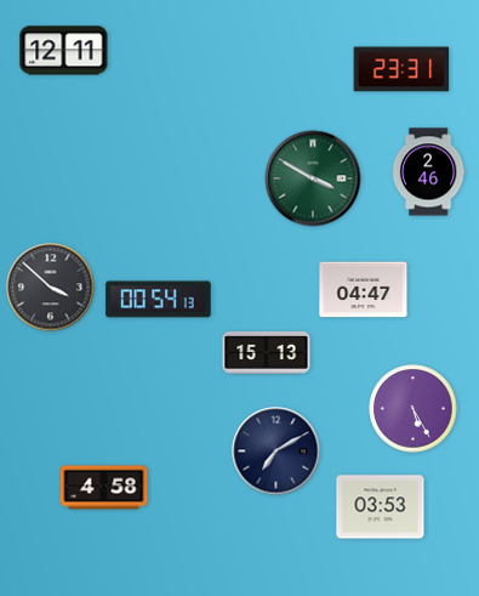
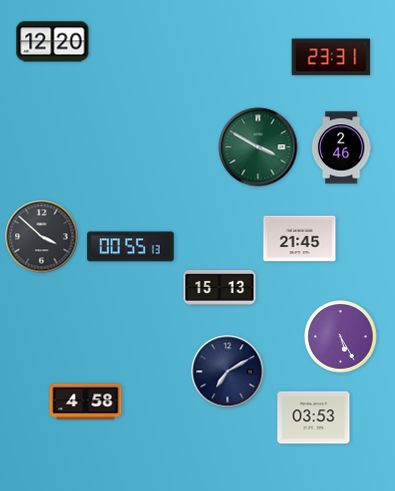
clock at (64, 51): 12:11 -> 12:20
clock at (428, 172) position: (428, 172) -> (341, 148)
clock at (364, 290): 04:47 -> 21:45
clock at (159, 300): 00:54 -> 00:55
clock at (267, 353) position: (267, 353) -> (220, 288)
